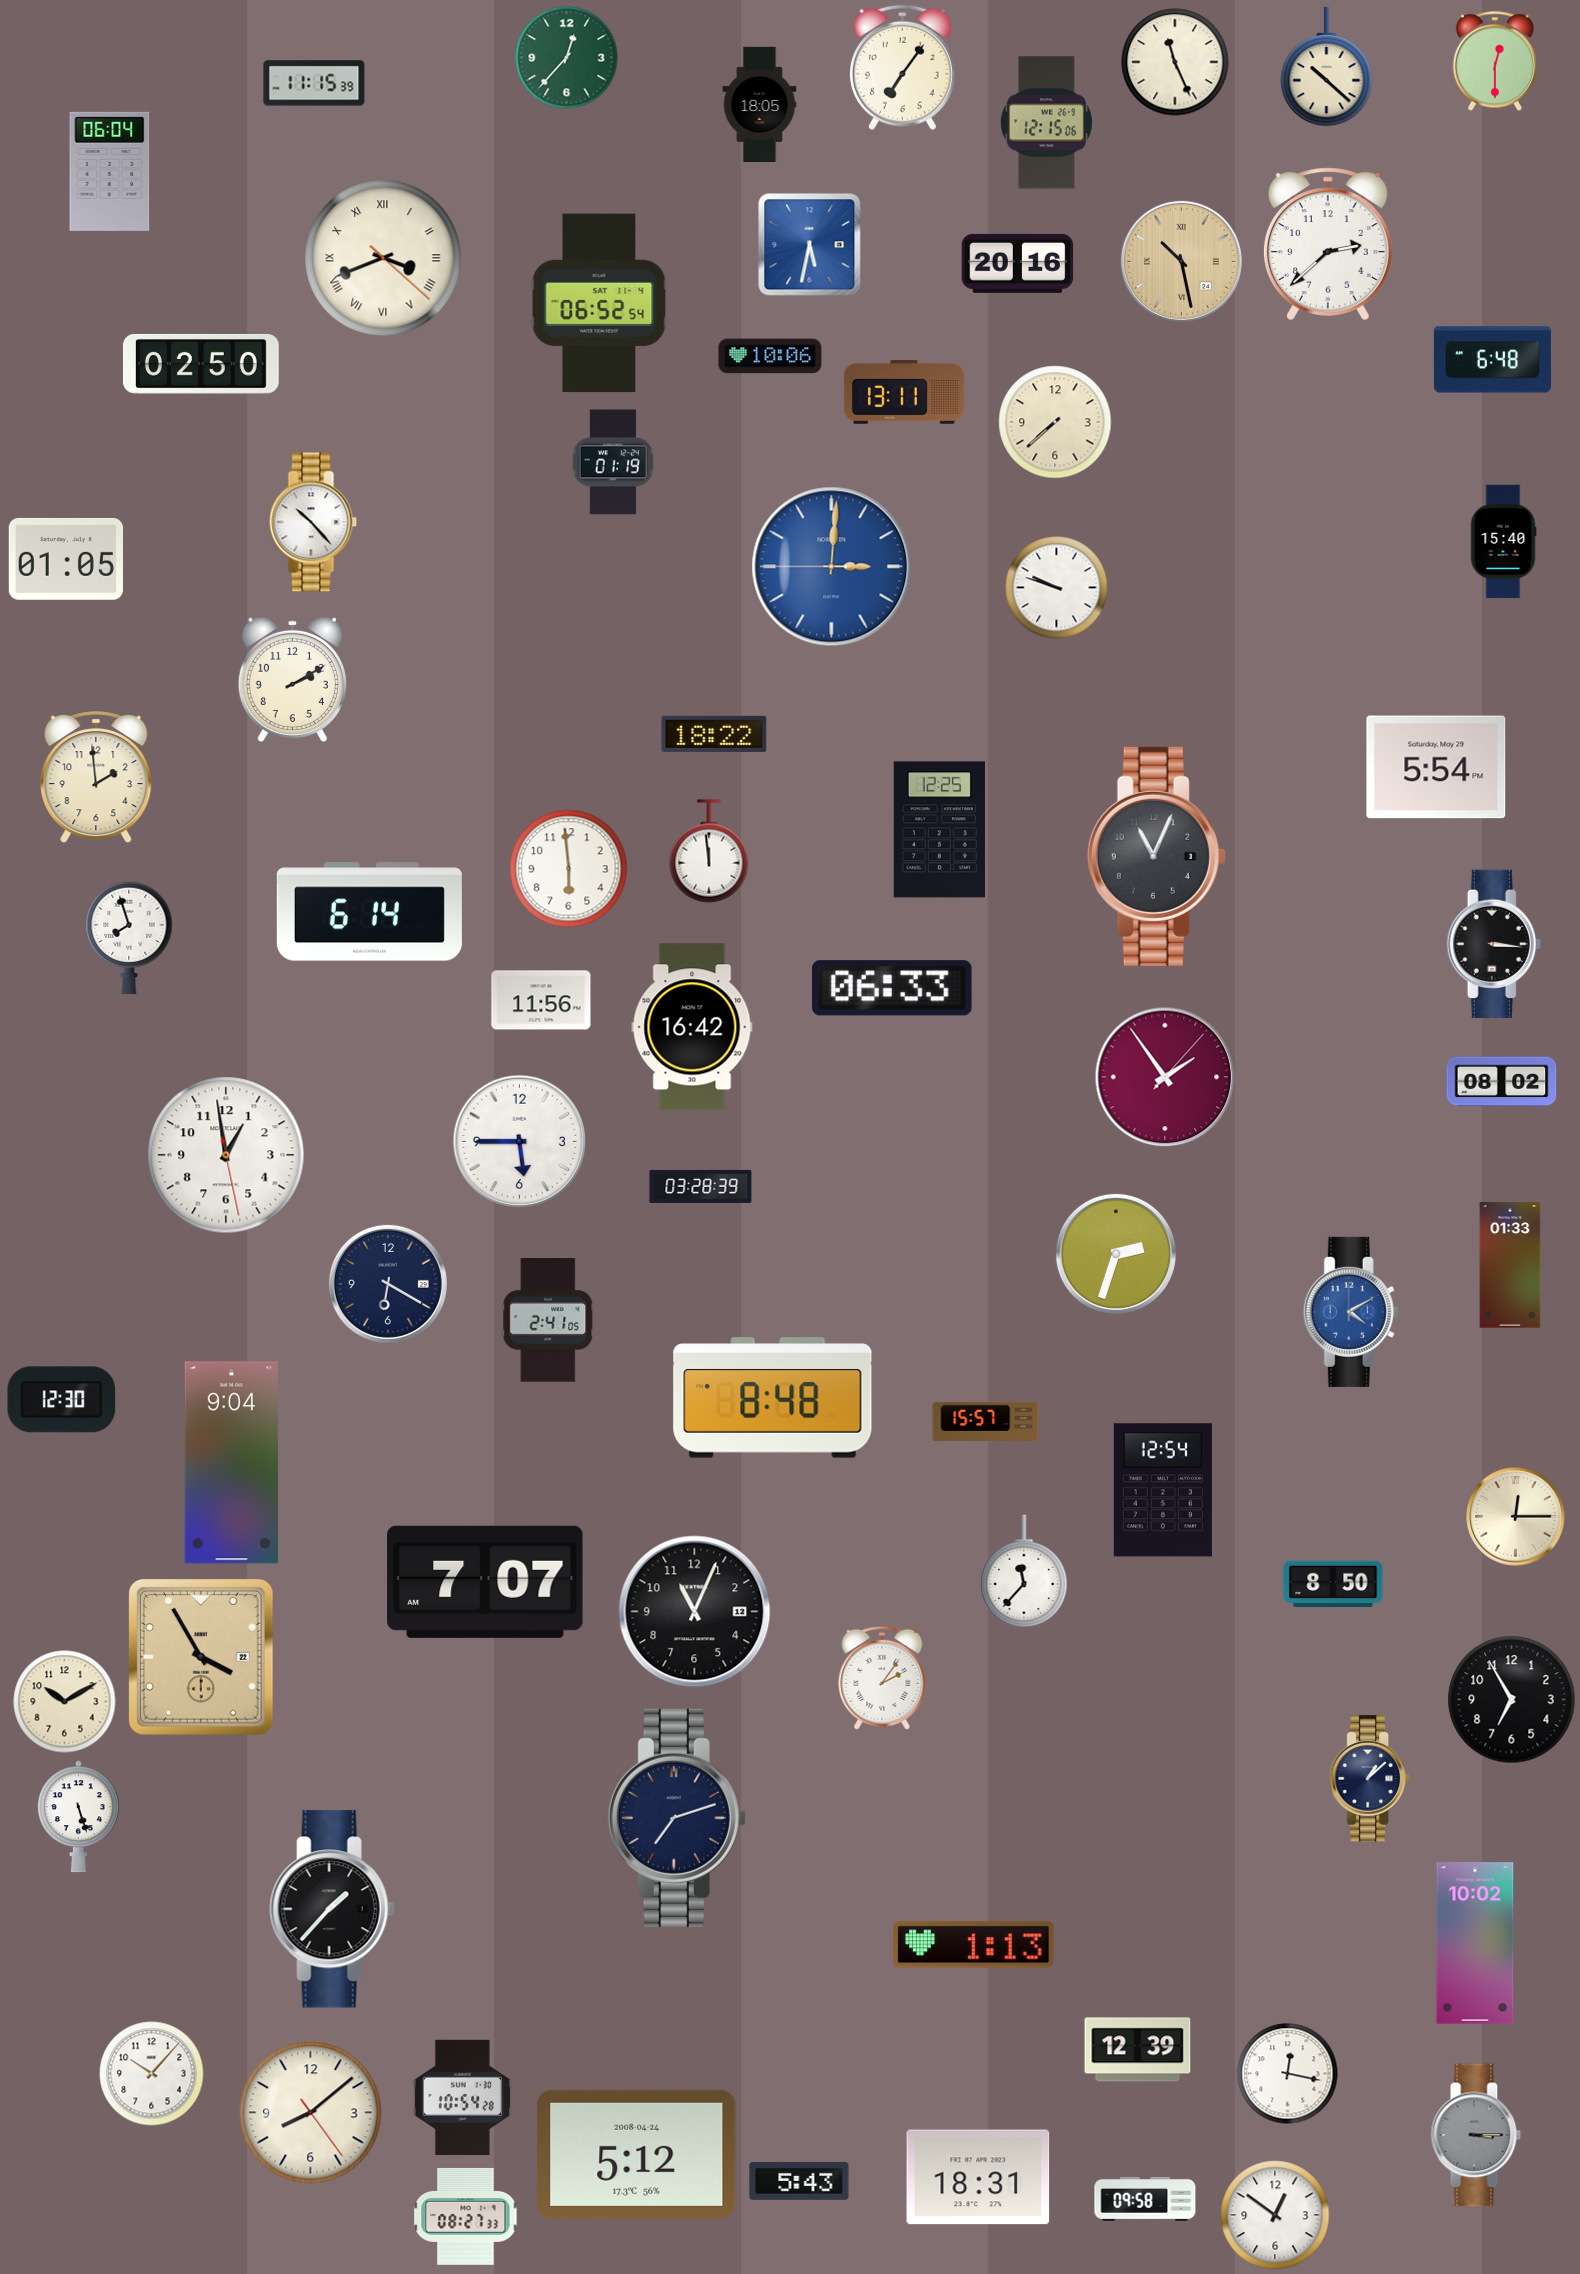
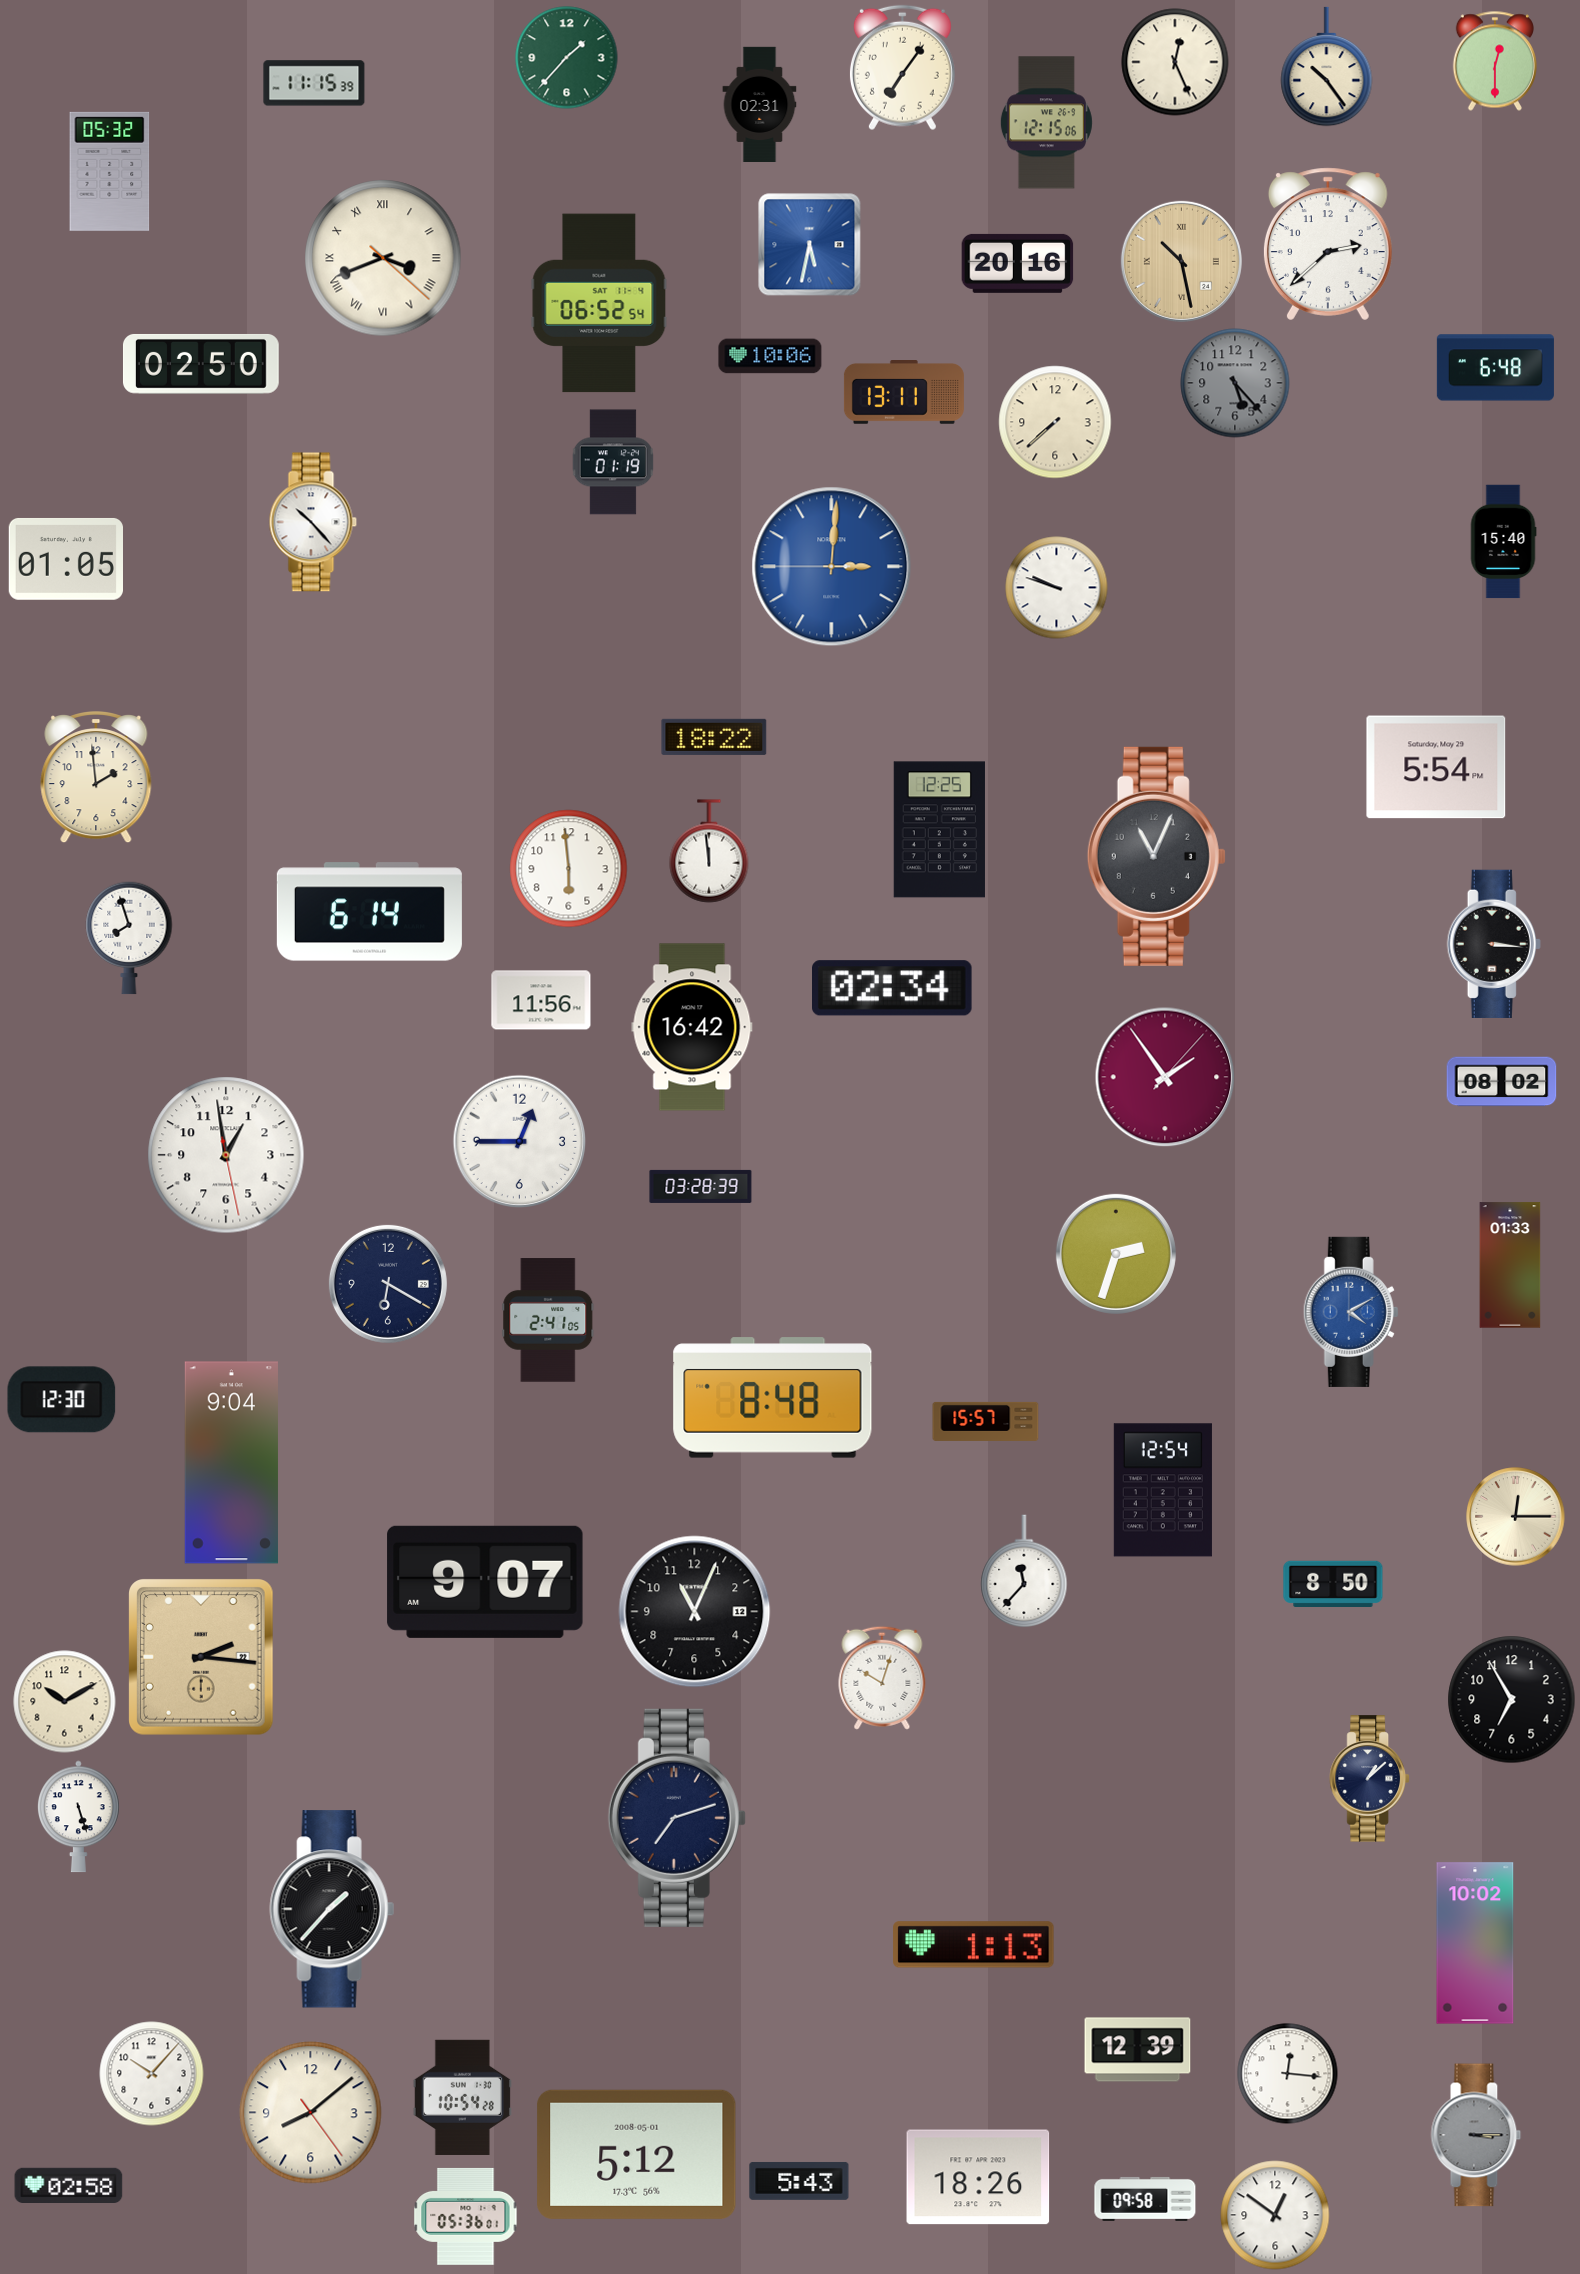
clock at (567, 58): 12:37 -> 1:37
clock at (1175, 62): 11:26 -> 12:26
clock at (1327, 67): 10:22 -> 10:24
clock at (760, 105): 18:05 -> 02:31
clock at (110, 171): 06:04 -> 05:32
clock at (1492, 360) position: (1492, 360) -> (1495, 368)
clock at (1235, 383): none -> 5:23
clock at (292, 679): 2:10 -> none
clock at (714, 734) position: (714, 734) -> (714, 737)
clock at (893, 988): 06:33 -> 02:34
clock at (520, 1142): 5:45 -> 12:45
clock at (485, 1582): 7:07 -> 9:07
clock at (202, 1658): 3:55 -> 2:16
clock at (882, 1678): 2:06 -> 10:03
clock at (1288, 2074): 12:17 -> 12:16
clock at (637, 2154) date: 2008-04-24 -> 2008-05-01
clock at (978, 2177): 18:31 -> 18:26
clock at (69, 2185): none -> 02:58
clock at (466, 2216): 08:27 -> 05:36
